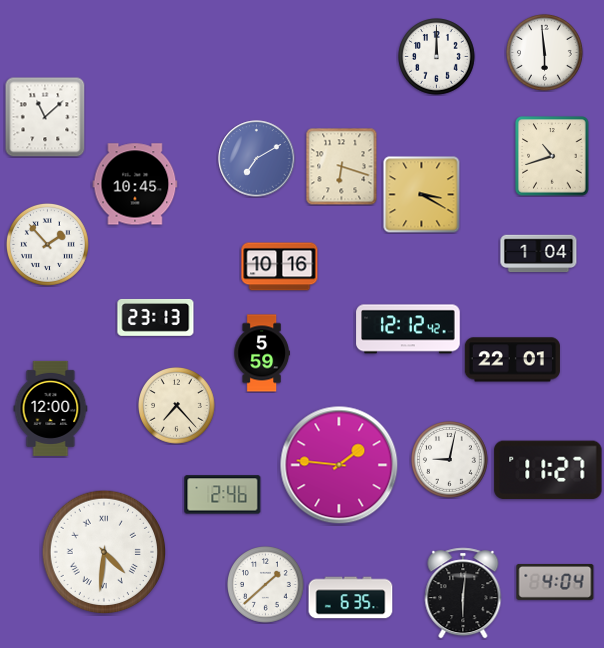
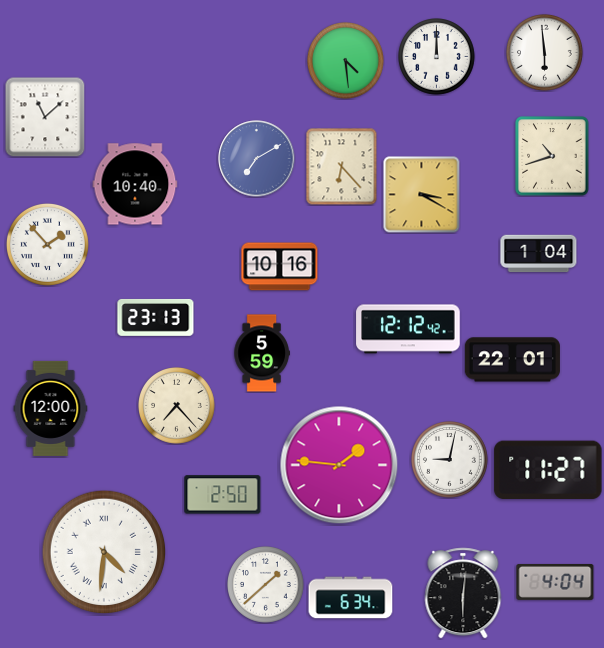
clock at (346, 61): none -> 4:29
clock at (342, 166): 6:18 -> 6:23
clock at (135, 184): 10:45 -> 10:40
clock at (223, 495): 2:46 -> 2:50
clock at (351, 598): 6:35 -> 6:34
